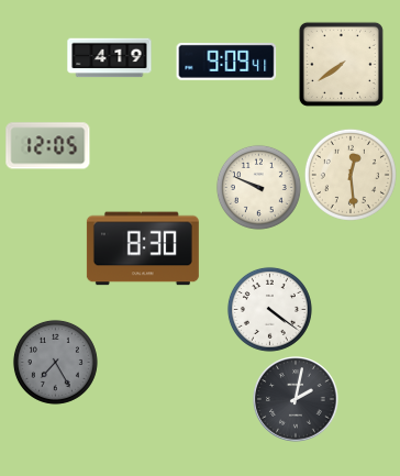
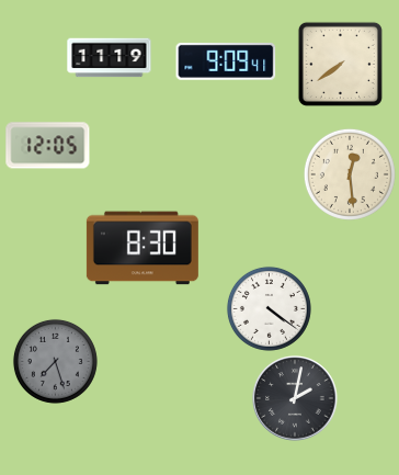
clock at (110, 58): 4:19 -> 11:19
clock at (258, 187): 9:49 -> none
clock at (55, 362): 7:25 -> 7:27
